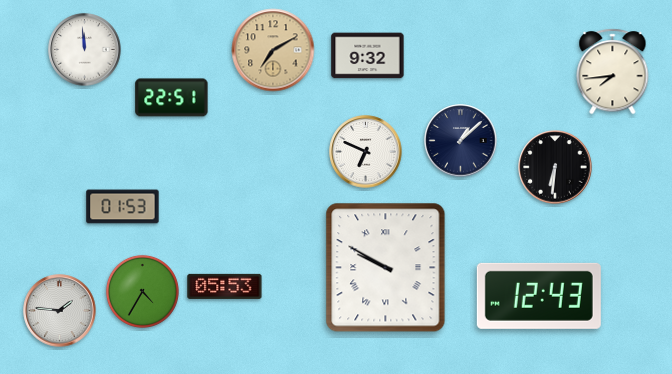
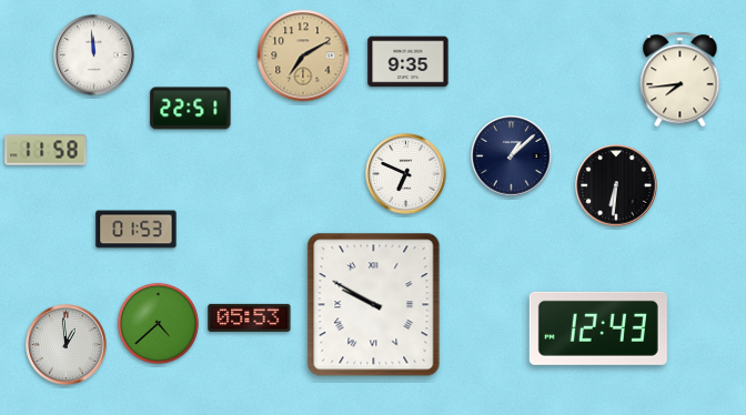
clock at (368, 56): 9:32 -> 9:35
clock at (46, 150): none -> 11:58
clock at (366, 152) position: (366, 152) -> (406, 174)
clock at (386, 268) position: (386, 268) -> (374, 305)
clock at (142, 291): 4:35 -> 4:38
clock at (60, 311): 1:46 -> 12:59
